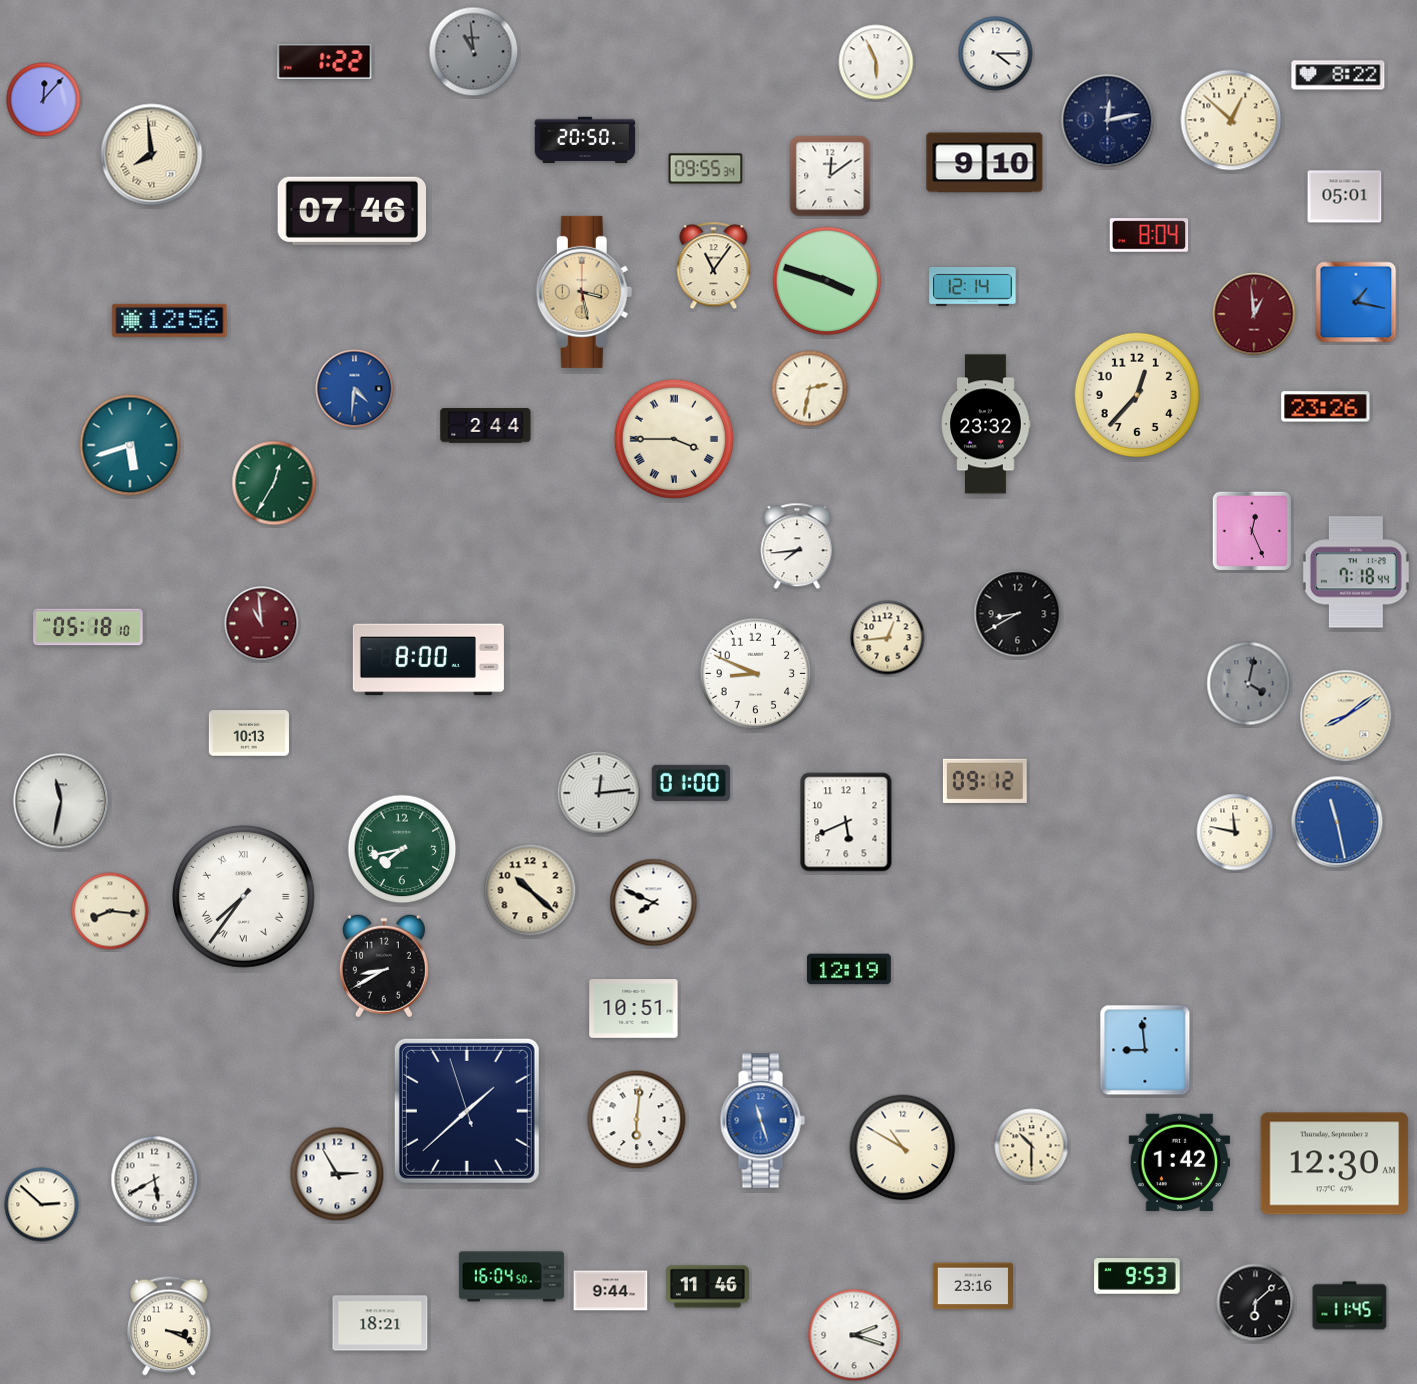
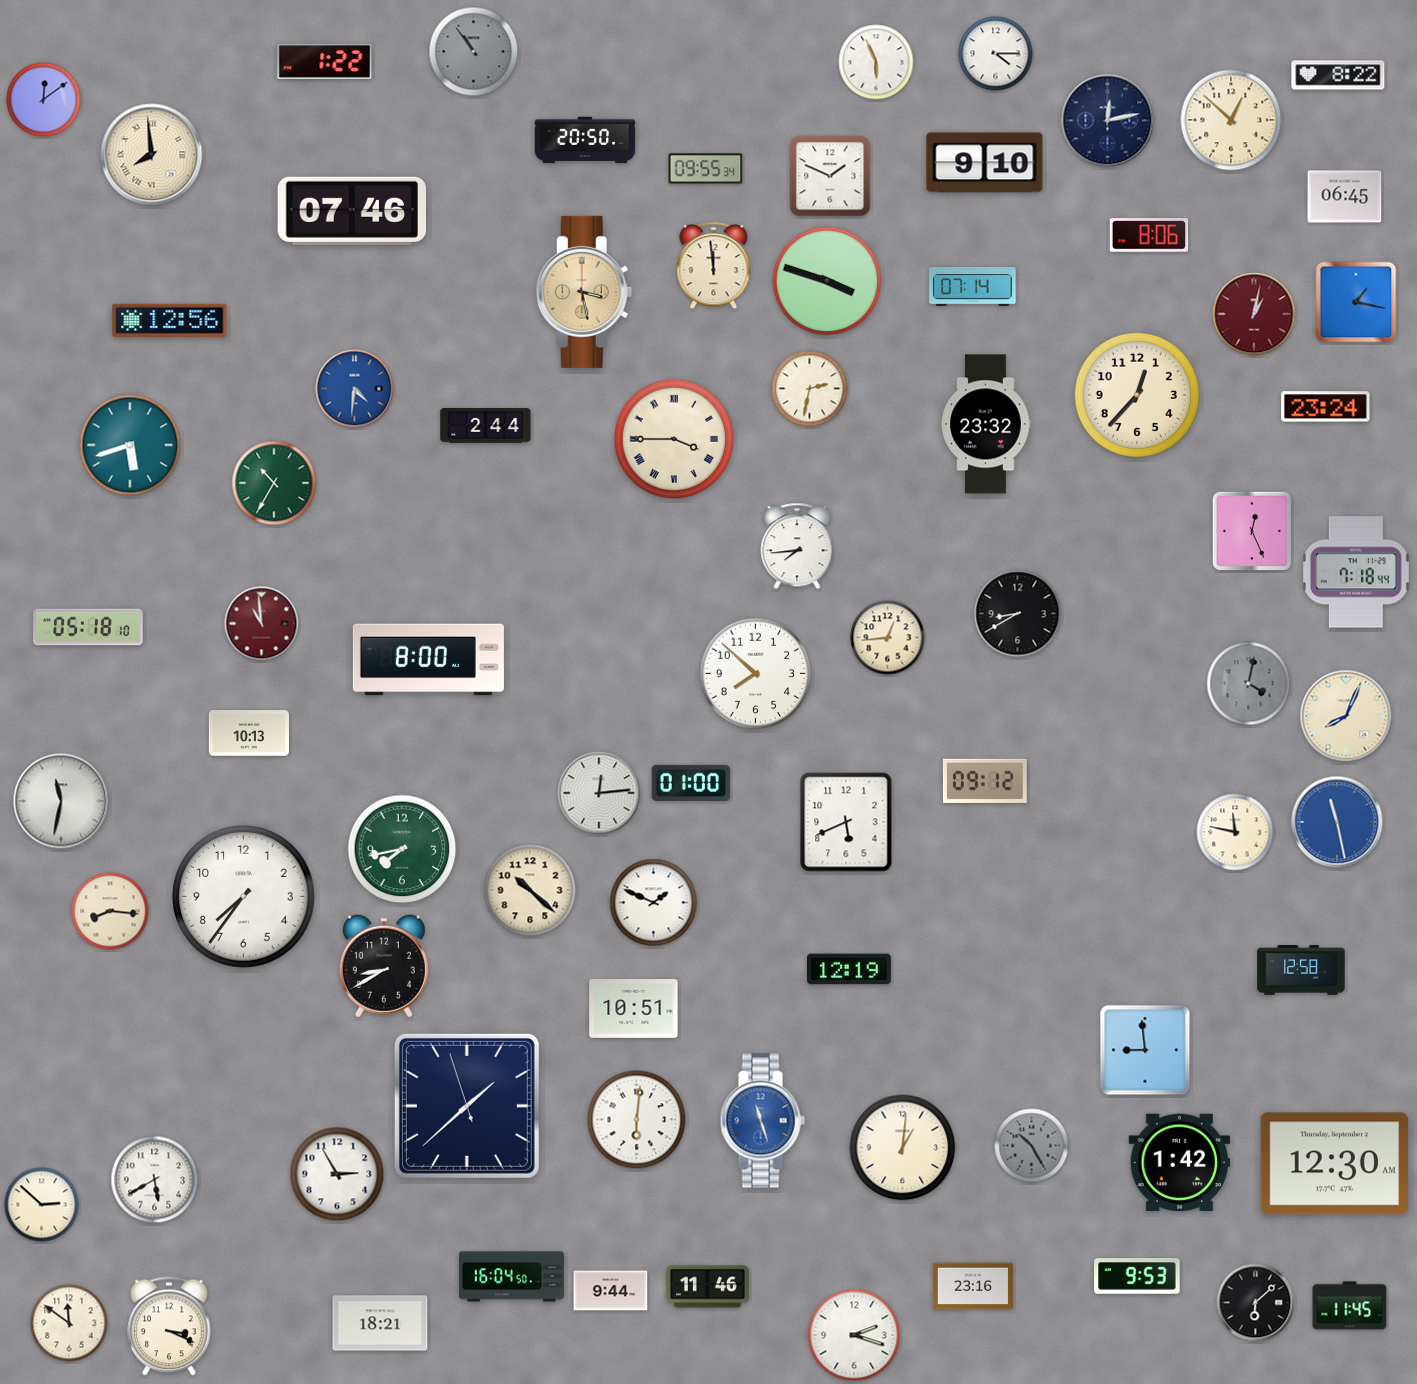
clock at (474, 52): 10:59 -> 10:54
clock at (44, 100): 12:07 -> 12:09
clock at (830, 176): 12:09 -> 1:49
clock at (1345, 197): 05:01 -> 06:45
clock at (1149, 235): 8:04 -> 8:06
clock at (714, 266): 11:06 -> 11:59
clock at (973, 286): 12:14 -> 07:14
clock at (1254, 314): 12:59 -> 1:02
clock at (1326, 407): 23:26 -> 23:24
clock at (274, 483): 12:35 -> 10:35
clock at (756, 674): 8:49 -> 7:52
clock at (1346, 716): 8:09 -> 8:04
clock at (244, 897) numerals: Roman -> Arabic
clock at (654, 903): 7:49 -> 1:49
clock at (1301, 970): none -> 12:58
clock at (467, 1111) position: (467, 1111) -> (467, 1106)
clock at (1032, 1146): 10:30 -> 10:25
clock at (1032, 1146) dial: cream -> grey
clock at (903, 1148): 10:50 -> 1:01
clock at (69, 1323): none -> 11:51
